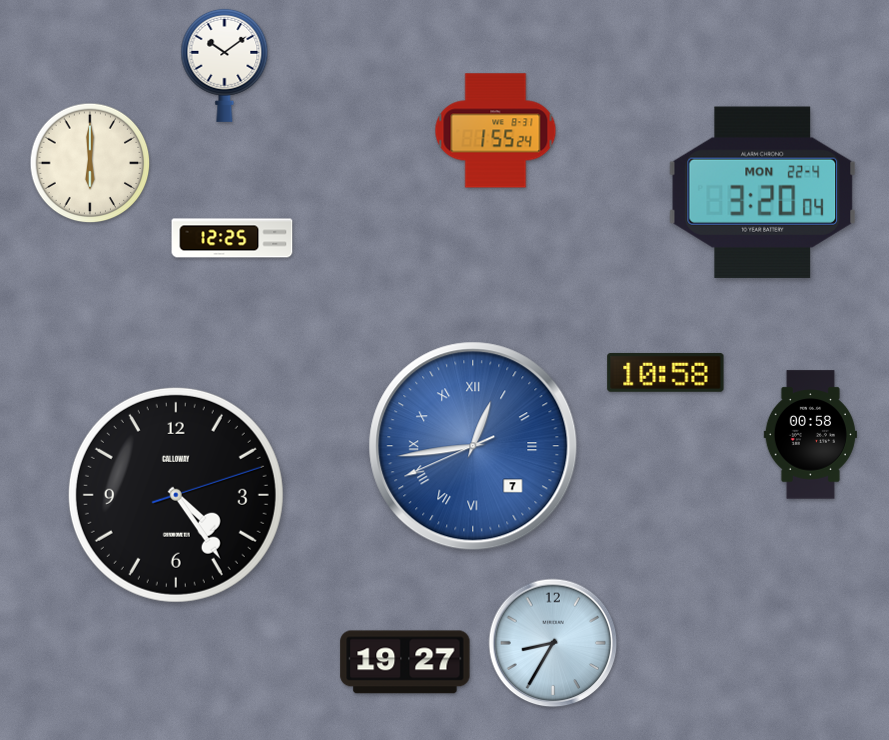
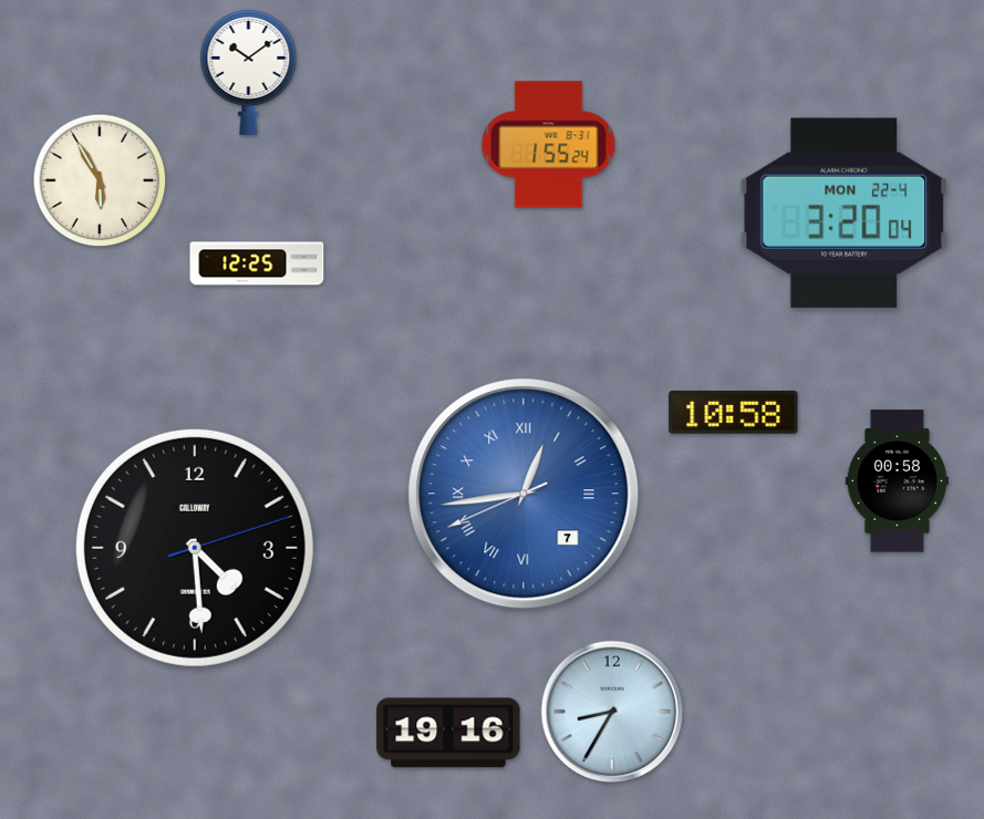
clock at (90, 163): 6:00 -> 5:55
clock at (666, 372) position: (666, 372) -> (734, 412)
clock at (176, 495): 4:24 -> 4:29
clock at (405, 662): 19:27 -> 19:16
